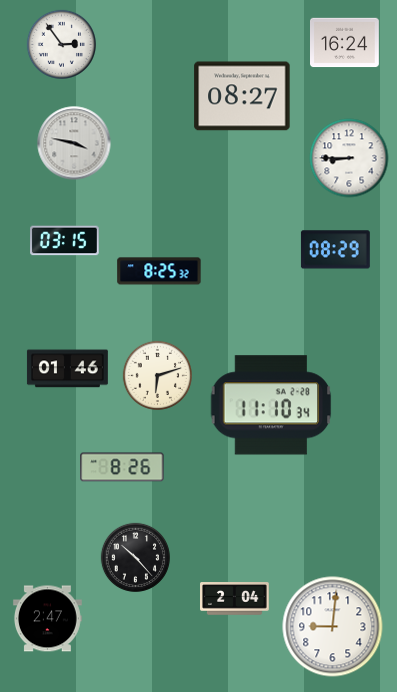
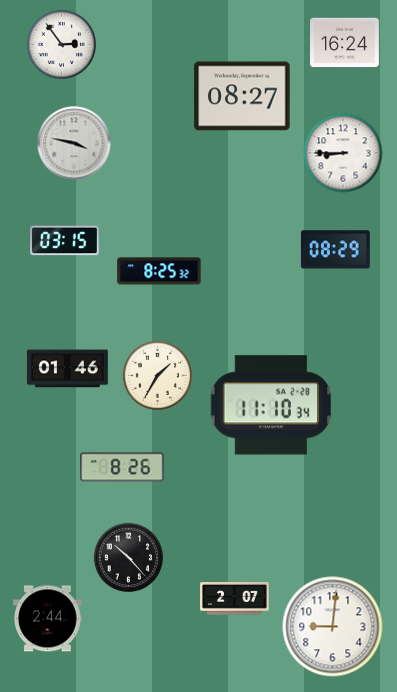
clock at (349, 158) position: (349, 158) -> (343, 153)
clock at (157, 375): 6:12 -> 1:35
clock at (135, 557) position: (135, 557) -> (128, 557)
clock at (235, 599): 2:04 -> 2:07
clock at (47, 619): 2:47 -> 2:44
